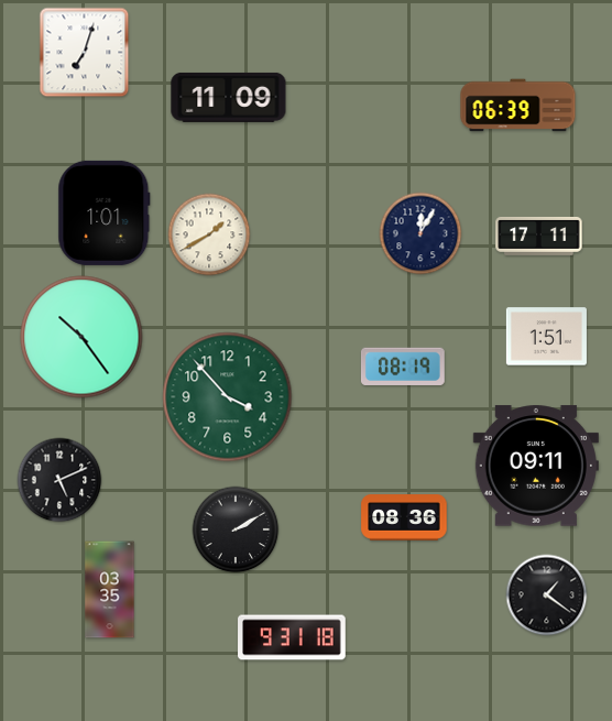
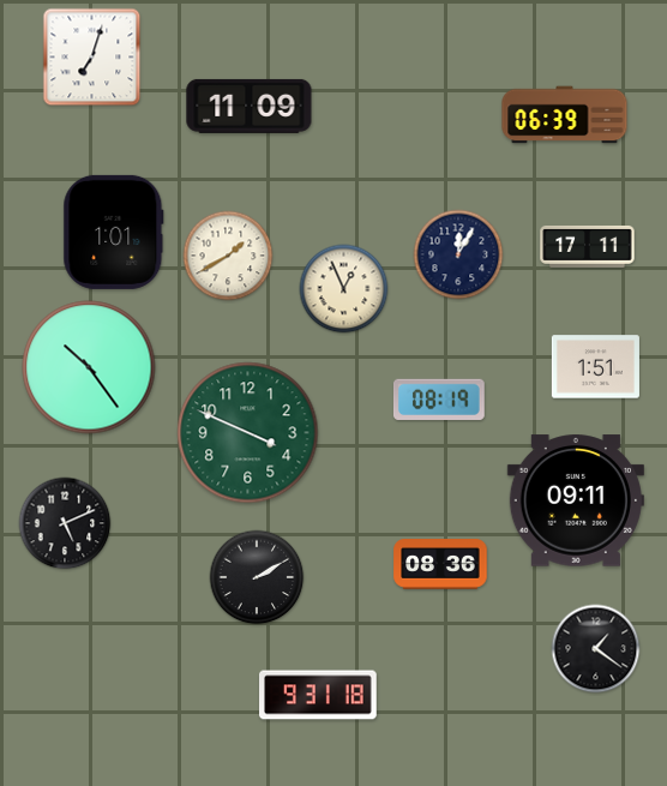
clock at (539, 236) position: (539, 236) -> (588, 246)
clock at (344, 289): none -> 12:56
clock at (228, 397): 3:53 -> 3:49
clock at (536, 466) position: (536, 466) -> (576, 500)
clock at (110, 590): 03:35 -> none
